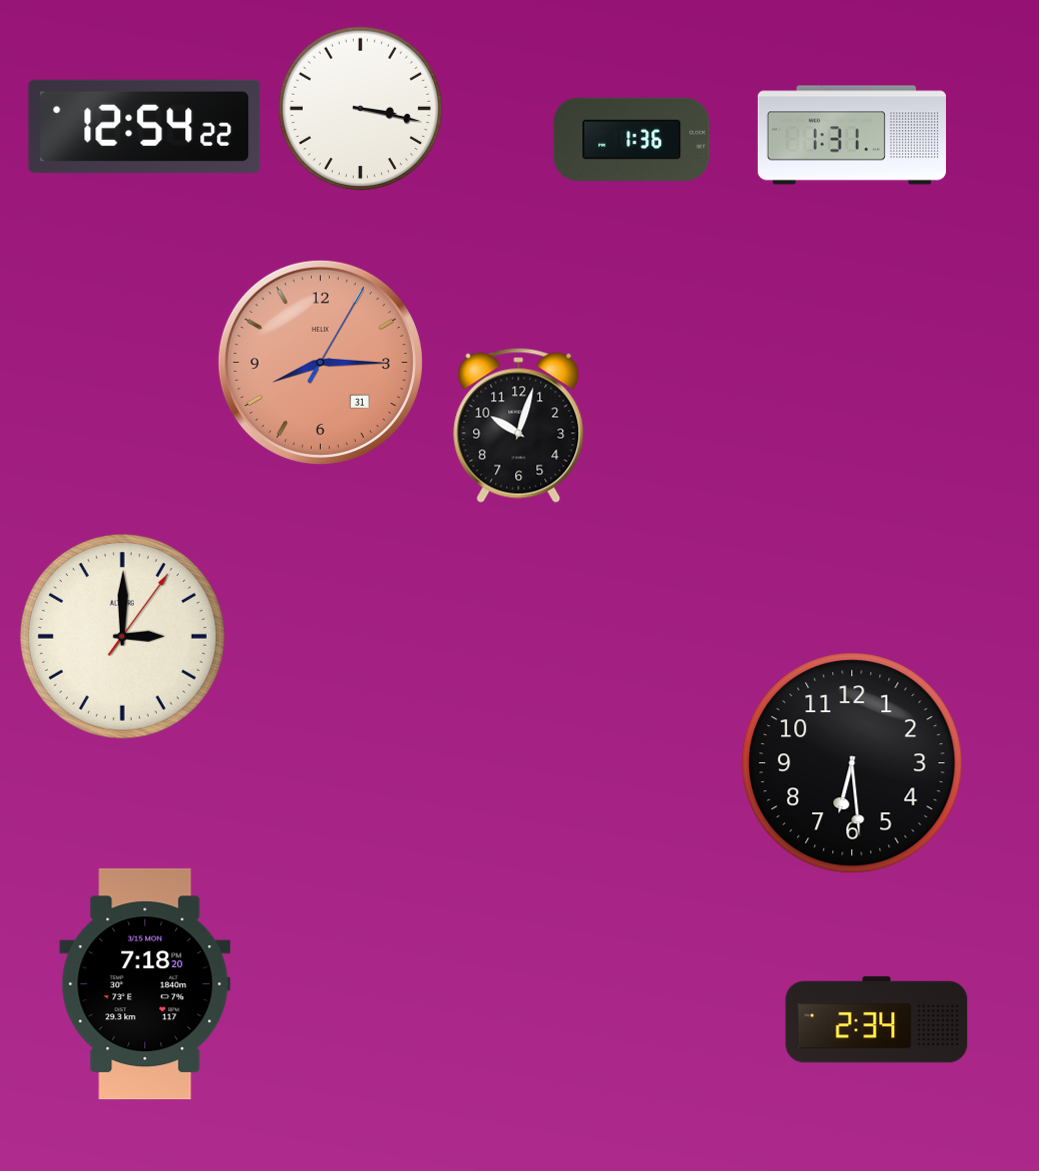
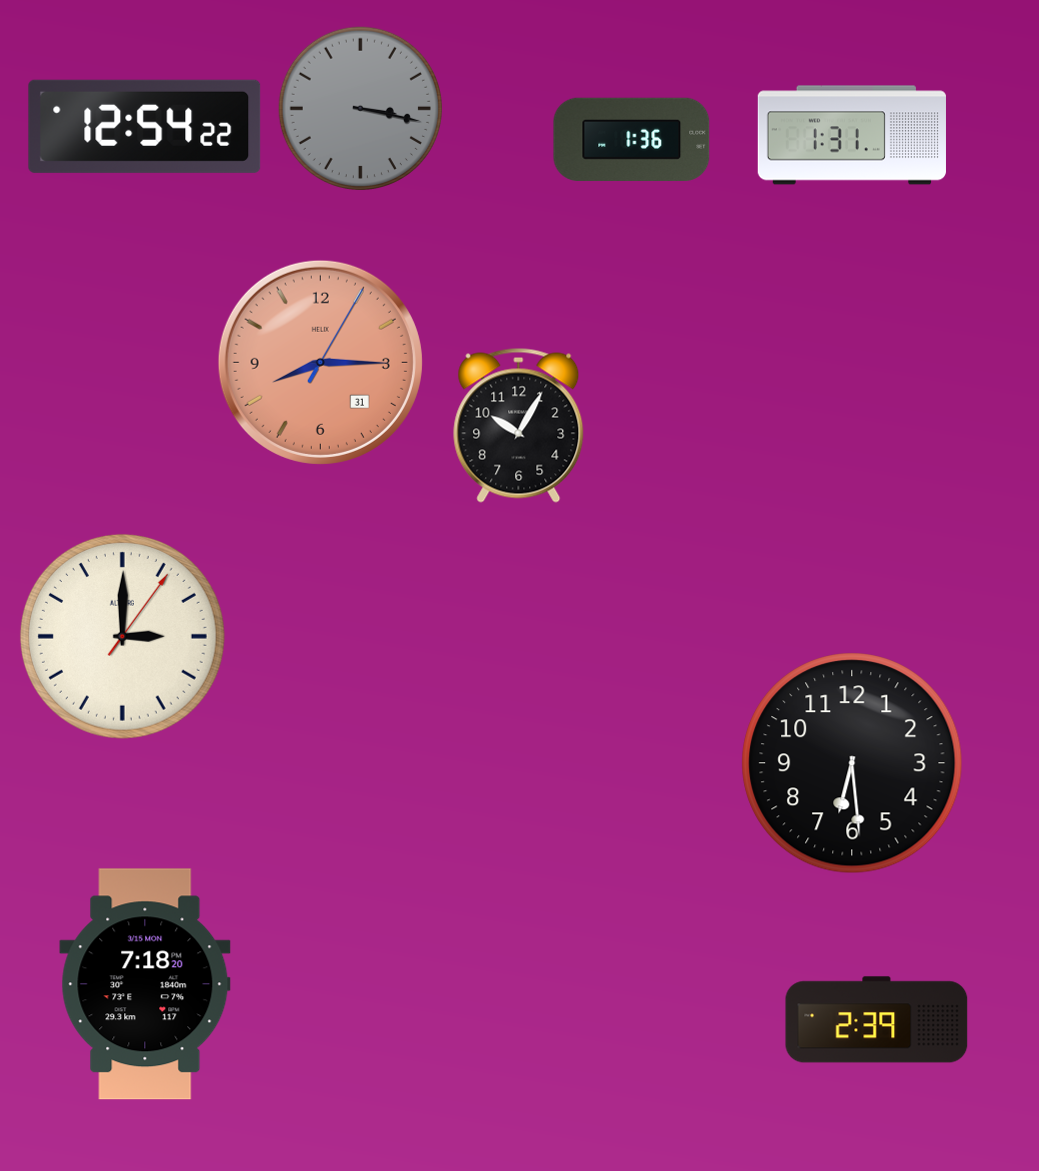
clock at (360, 108) dial: white -> grey
clock at (519, 425): 10:03 -> 10:05
clock at (877, 1020): 2:34 -> 2:39
